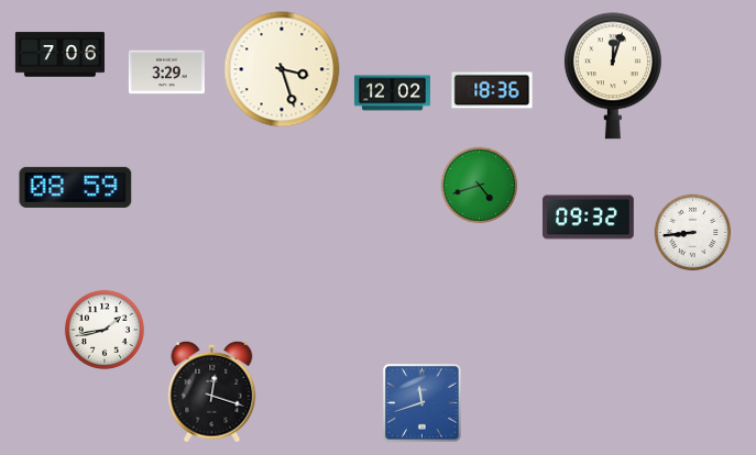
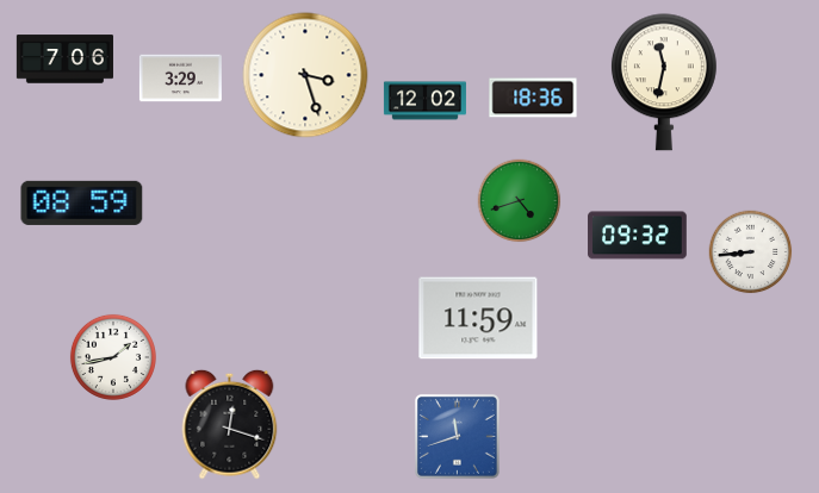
clock at (613, 76): 12:03 -> 11:32
clock at (478, 318): none -> 11:59
